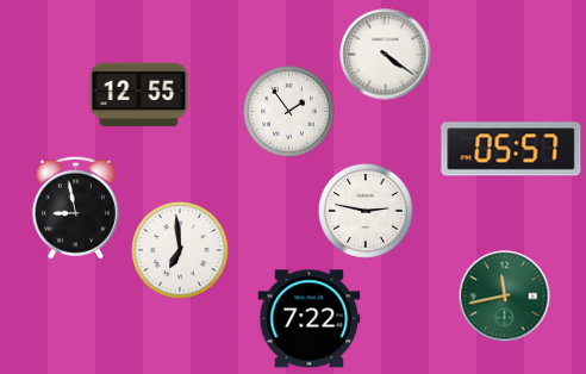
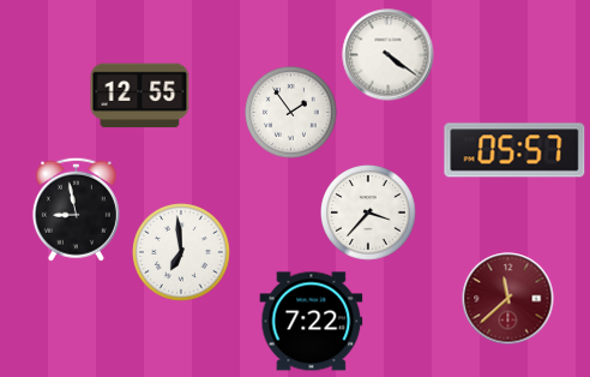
clock at (366, 212): 2:47 -> 3:37
clock at (505, 297): 11:43 -> 11:38
clock at (505, 297) dial: green -> burgundy
